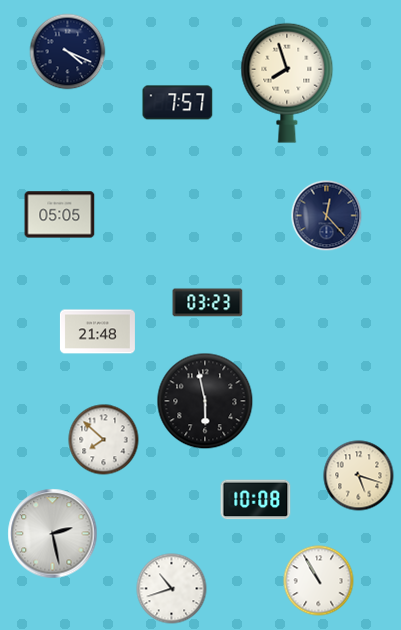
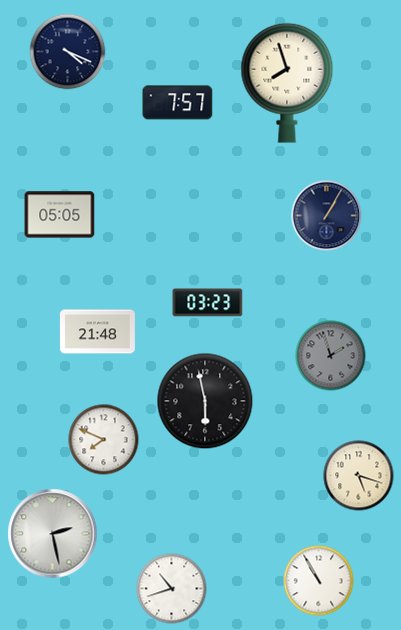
clock at (327, 216): 12:23 -> 1:05
clock at (331, 356): none -> 1:57
clock at (104, 440): 7:52 -> 7:49
clock at (256, 500): 10:08 -> none
